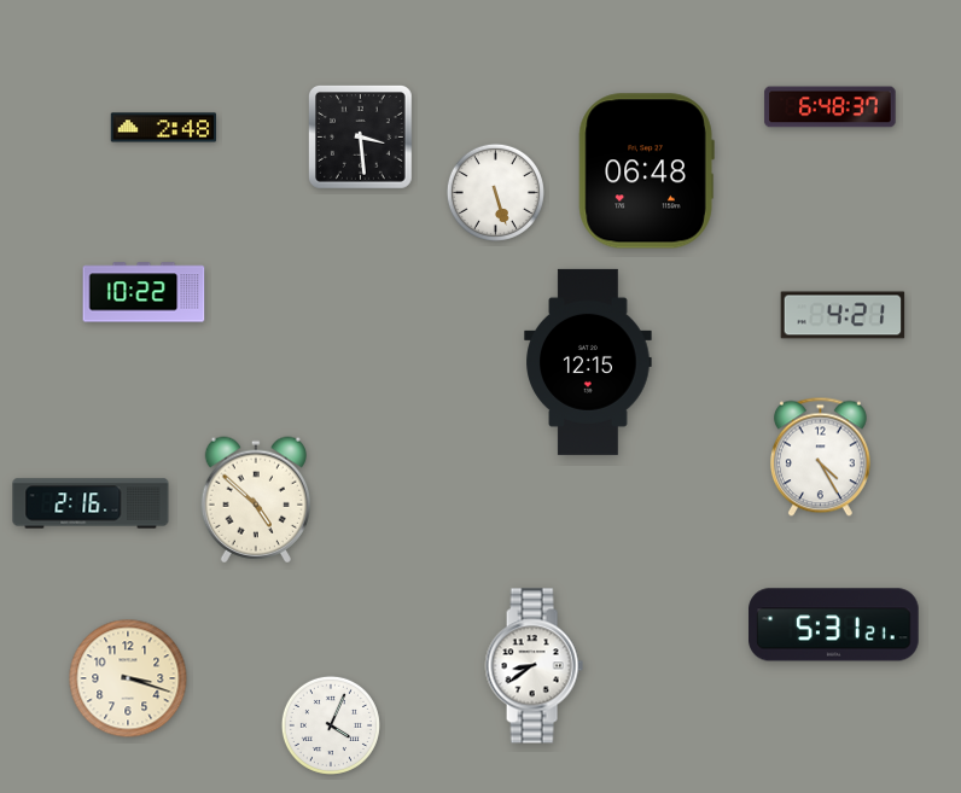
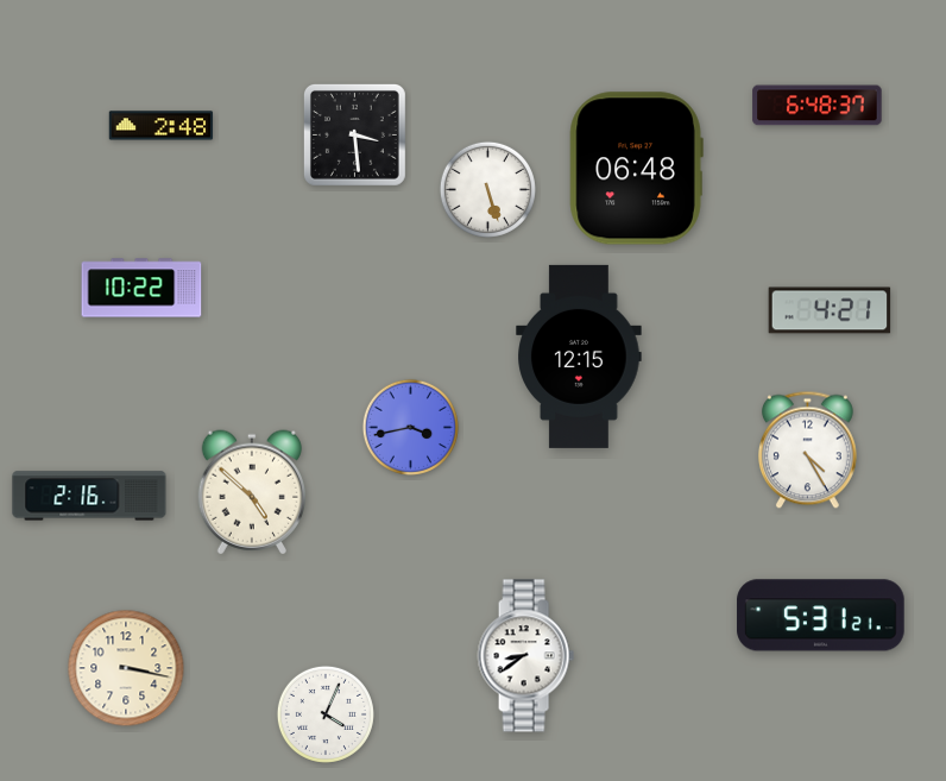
clock at (410, 427): none -> 3:43
clock at (128, 678): 3:18 -> 3:17
